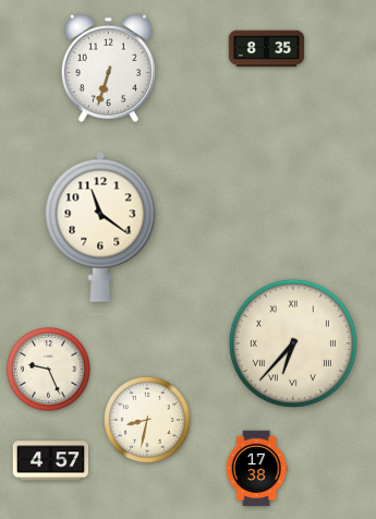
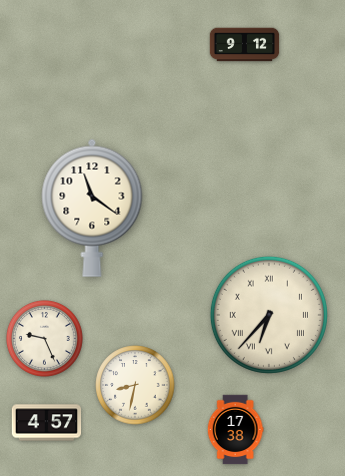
clock at (267, 49): 8:35 -> 9:12
clock at (108, 69): 6:33 -> none
